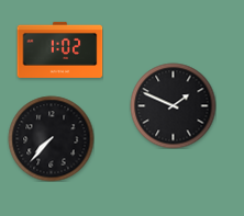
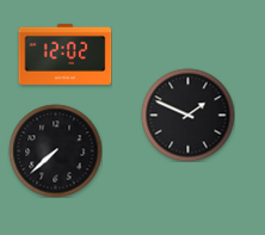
clock at (59, 49): 1:02 -> 12:02
clock at (51, 138): 7:37 -> 7:38
